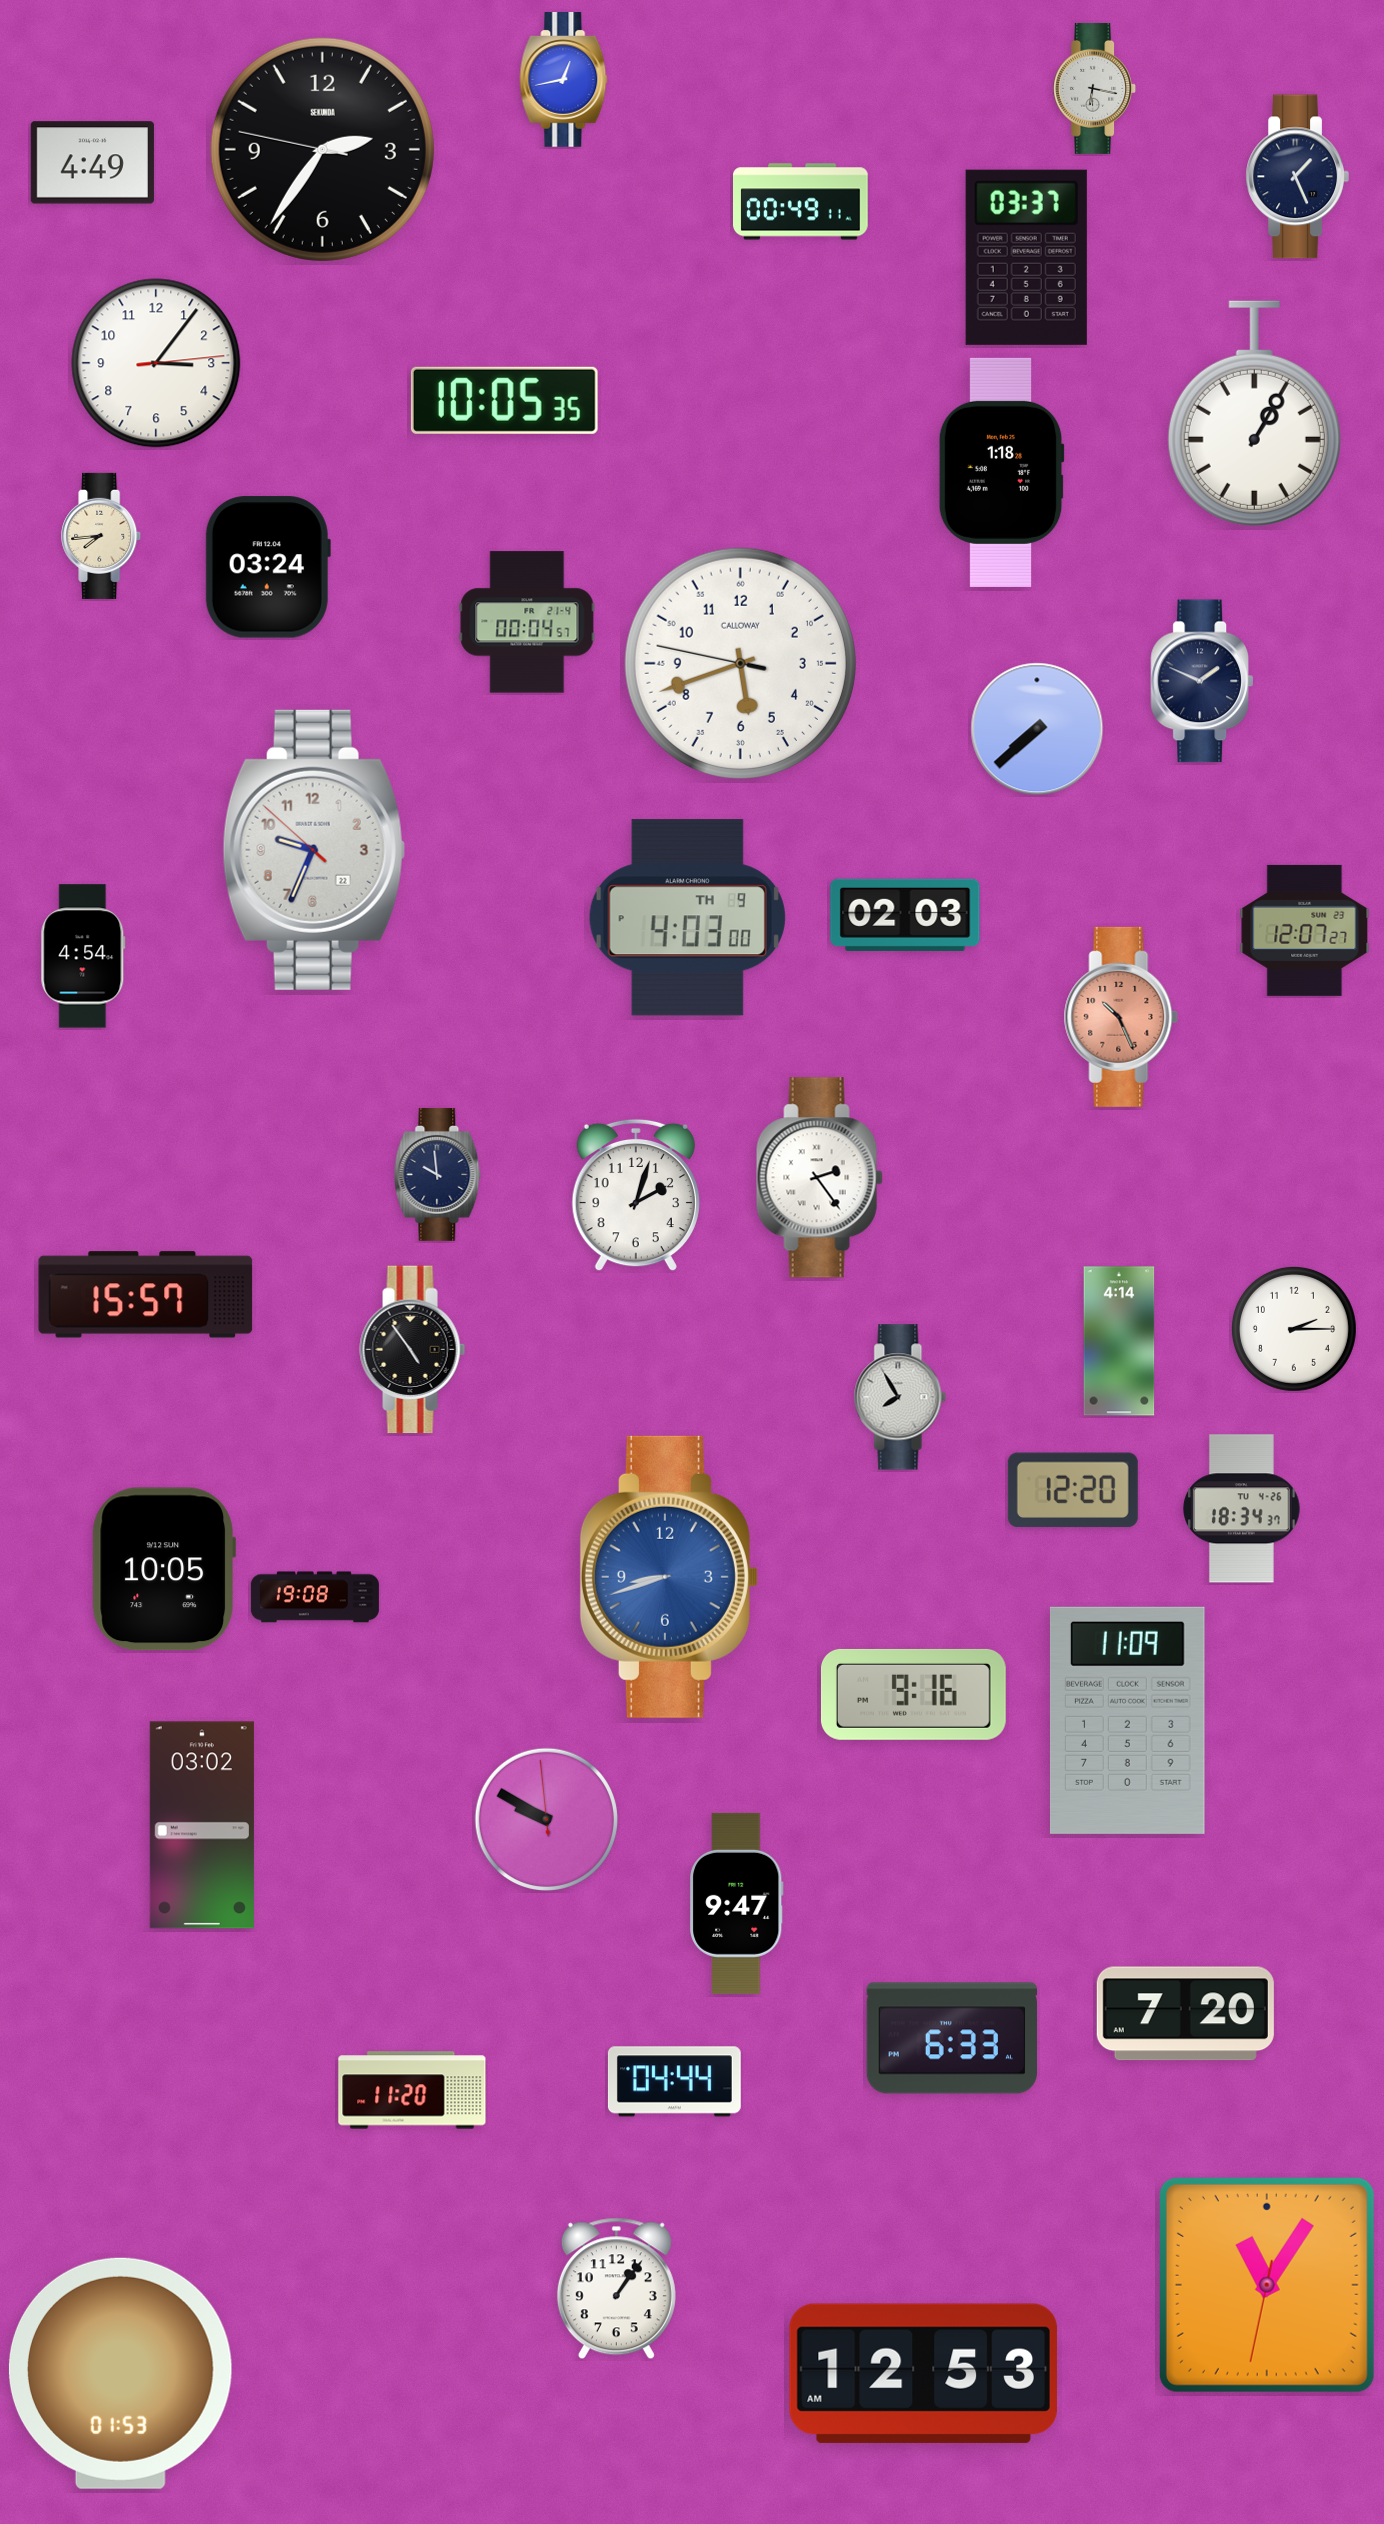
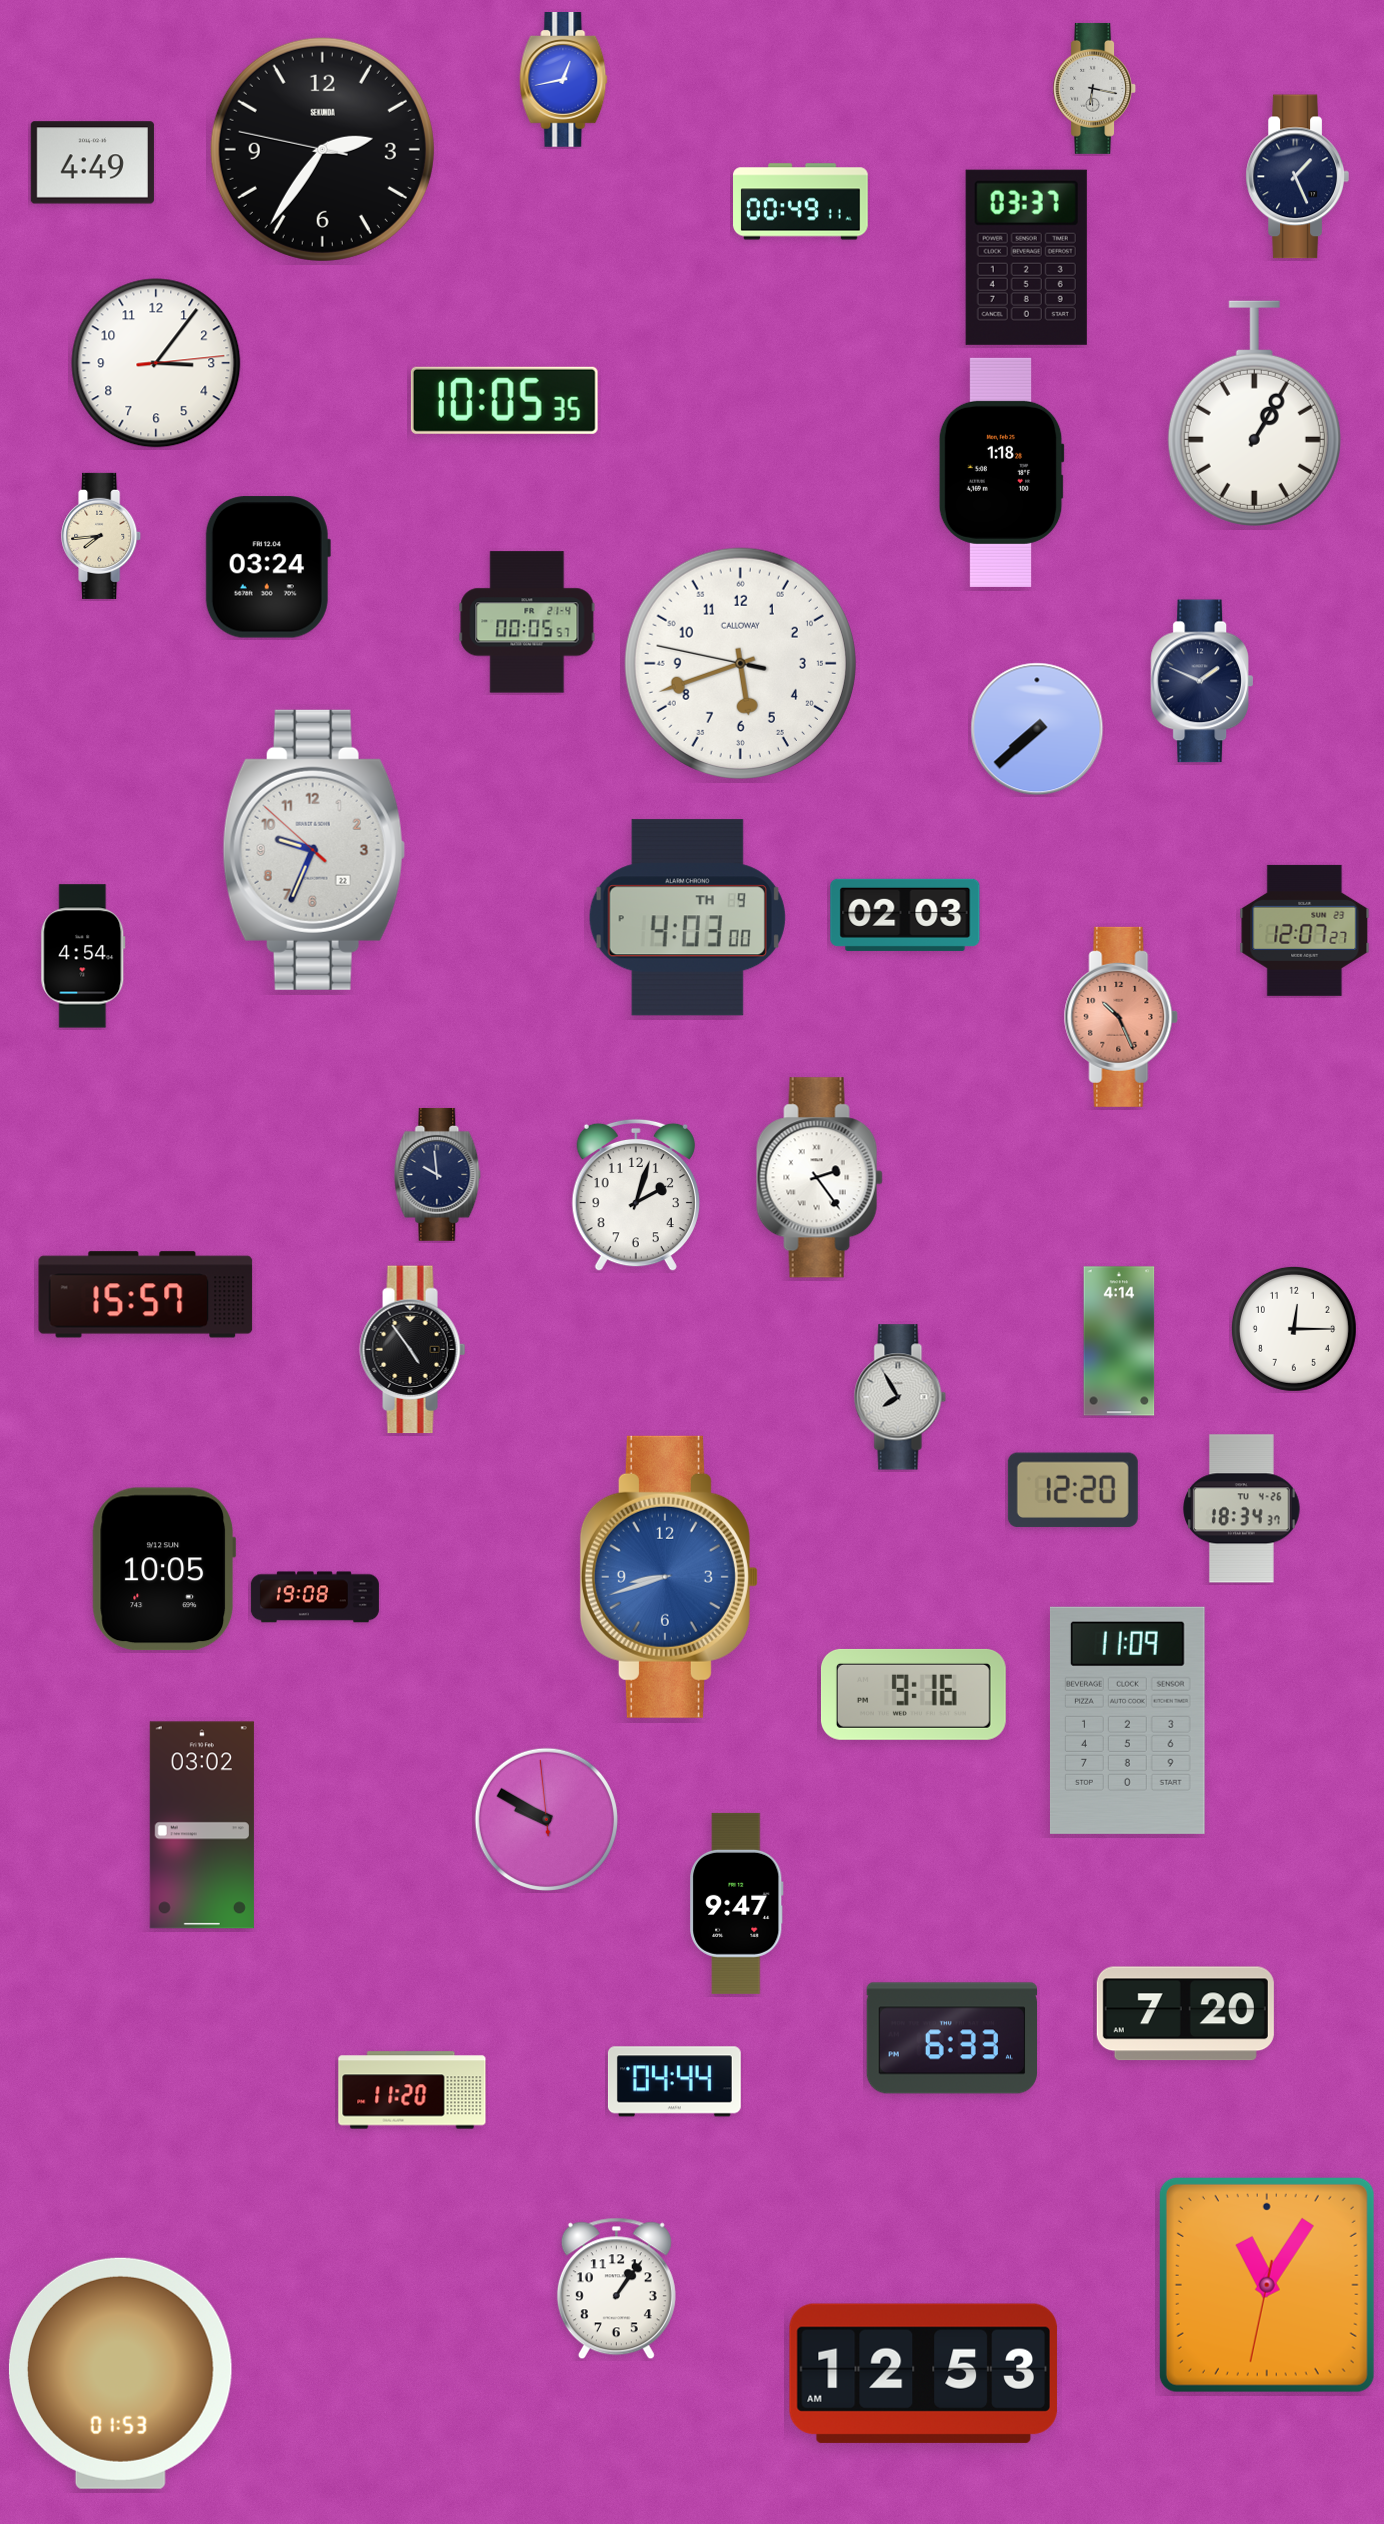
clock at (527, 622): 00:04 -> 00:05
clock at (1294, 1329): 2:15 -> 12:15
